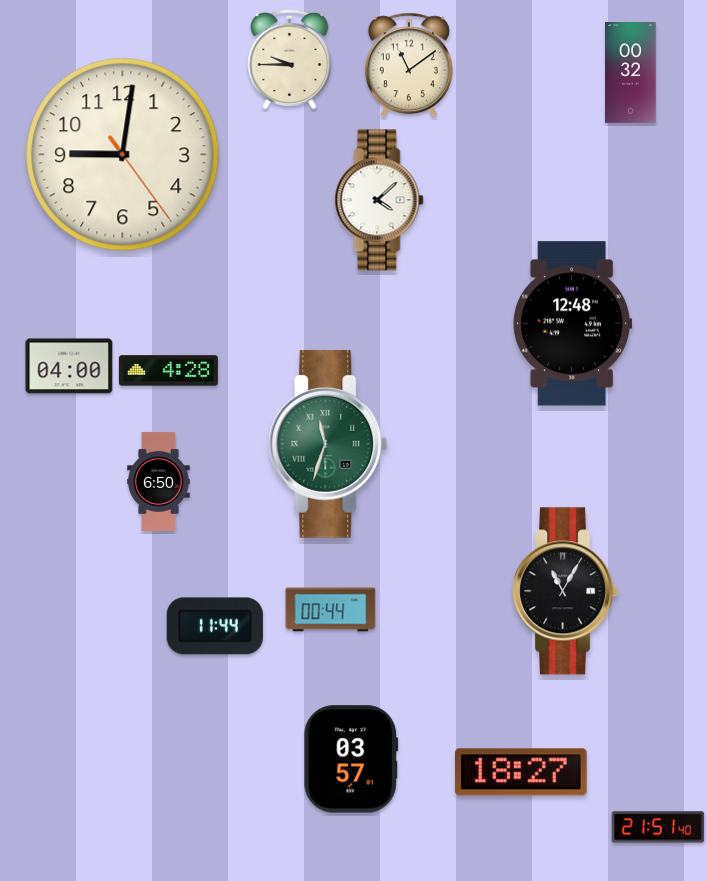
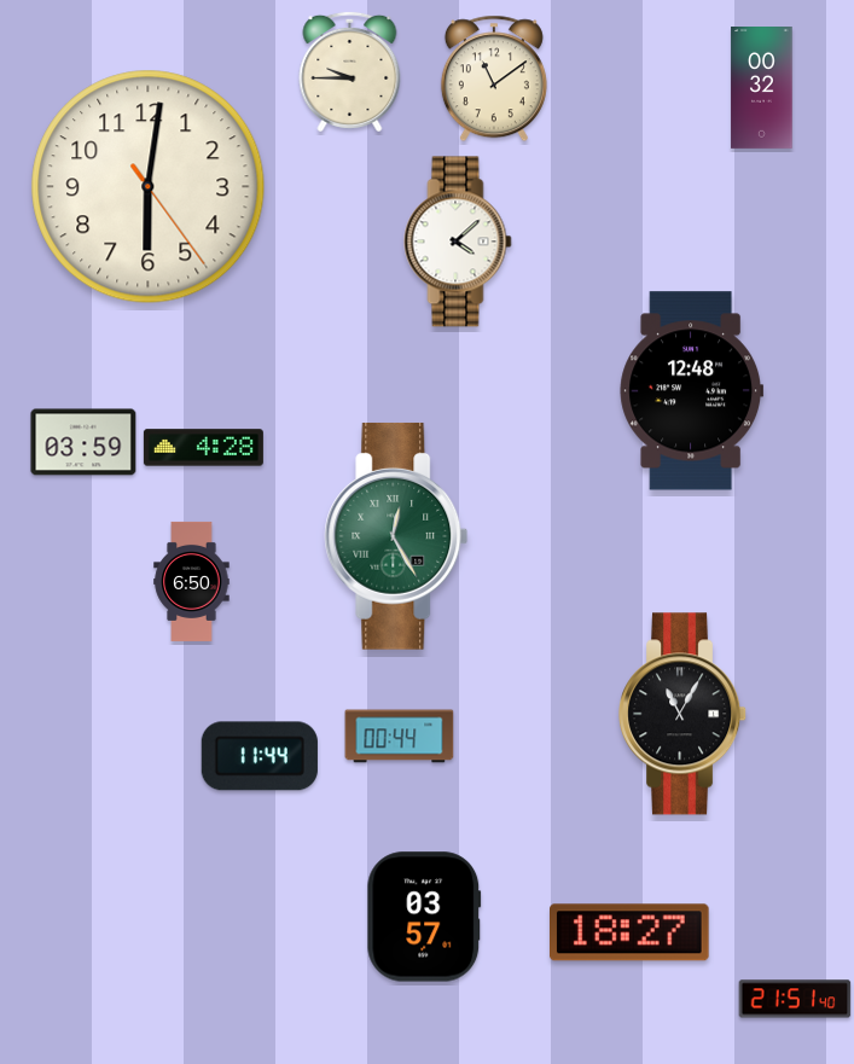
clock at (123, 155): 9:01 -> 6:01
clock at (69, 366): 04:00 -> 03:59
clock at (328, 444): 11:33 -> 12:25
